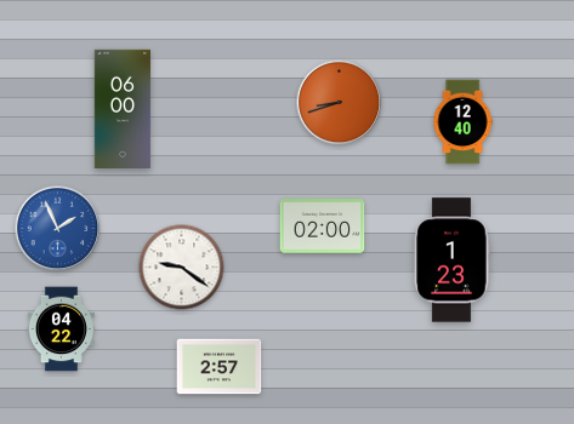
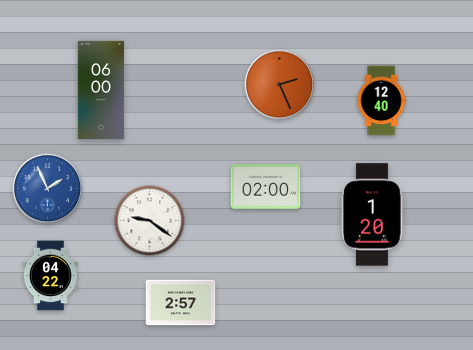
clock at (340, 103): 8:42 -> 2:26
clock at (451, 260): 1:23 -> 1:20
clock at (61, 330) position: (61, 330) -> (50, 276)
